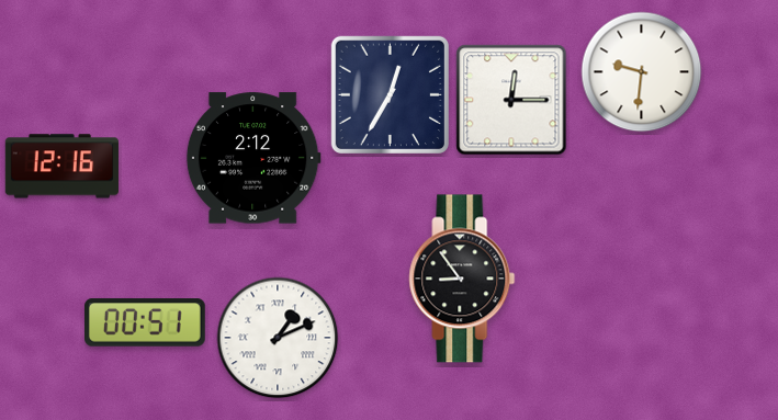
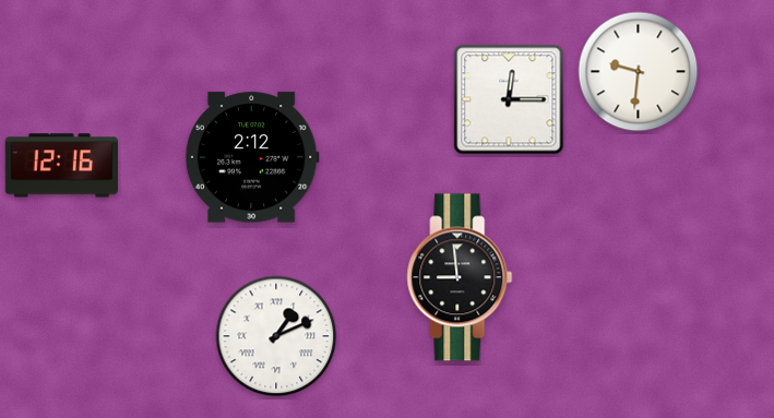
clock at (390, 94): 12:35 -> none
clock at (462, 279): 8:54 -> 8:59
clock at (146, 322): 00:51 -> none
